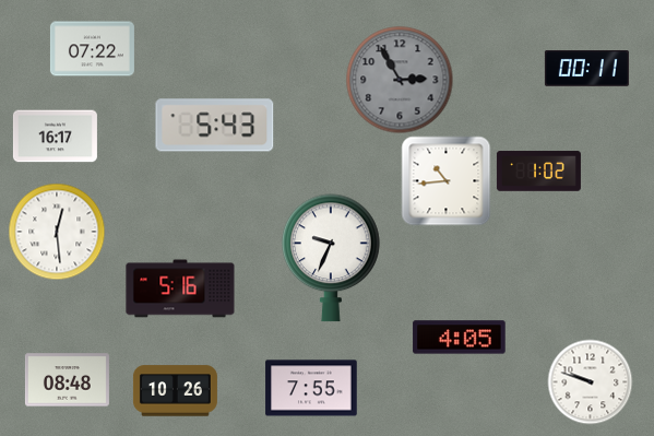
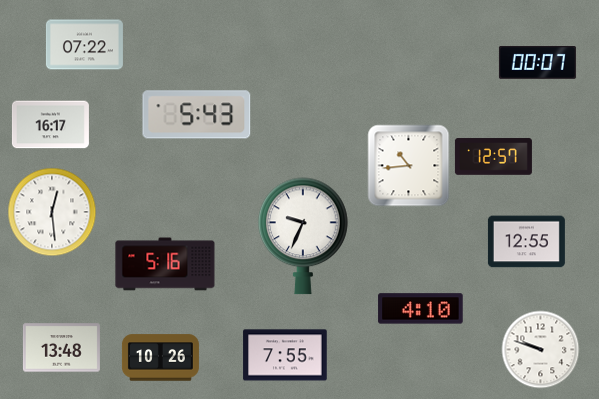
clock at (586, 69): 00:11 -> 00:07
clock at (400, 80): 2:55 -> none
clock at (538, 172): 1:02 -> 12:57
clock at (526, 242): none -> 12:55
clock at (460, 338): 4:05 -> 4:10
clock at (67, 380): 08:48 -> 13:48
